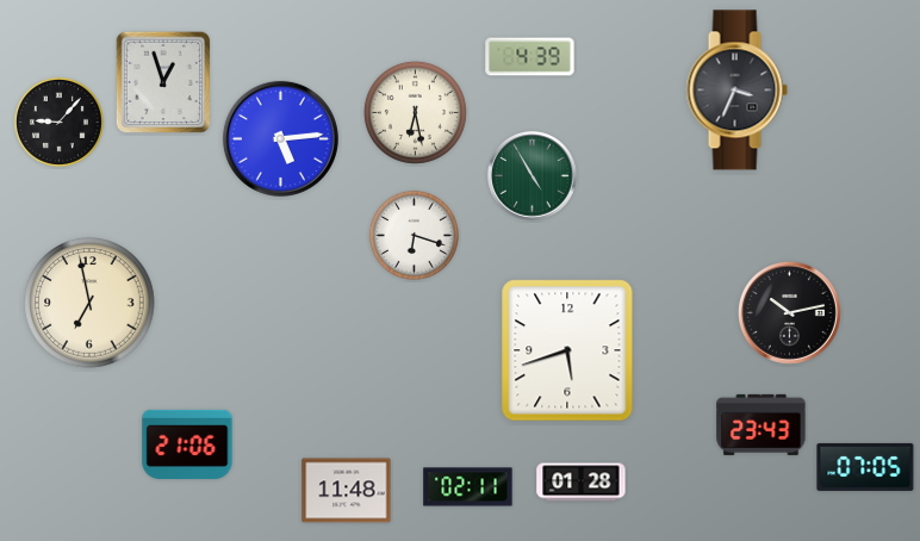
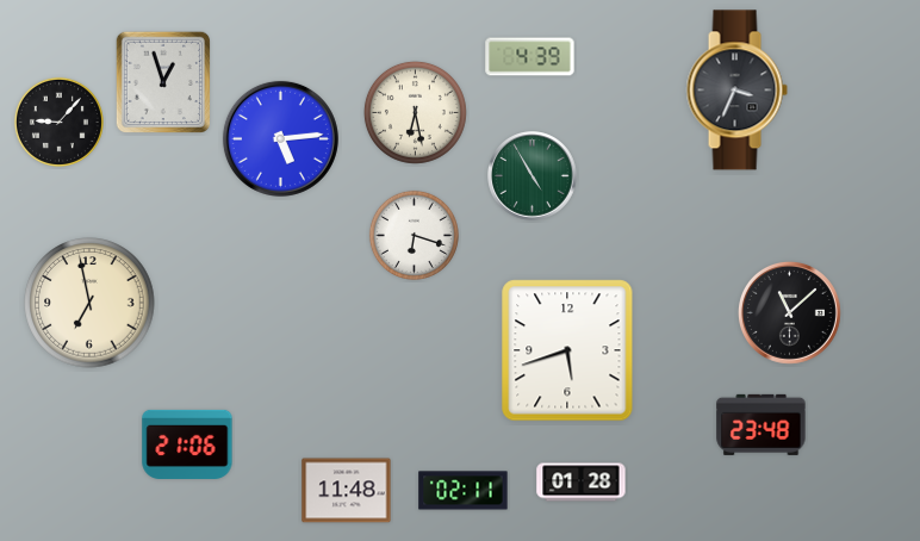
clock at (789, 312): 10:13 -> 11:08
clock at (762, 424): 23:43 -> 23:48
clock at (865, 467): 07:05 -> none
clock at (468, 487) position: (468, 487) -> (464, 491)
